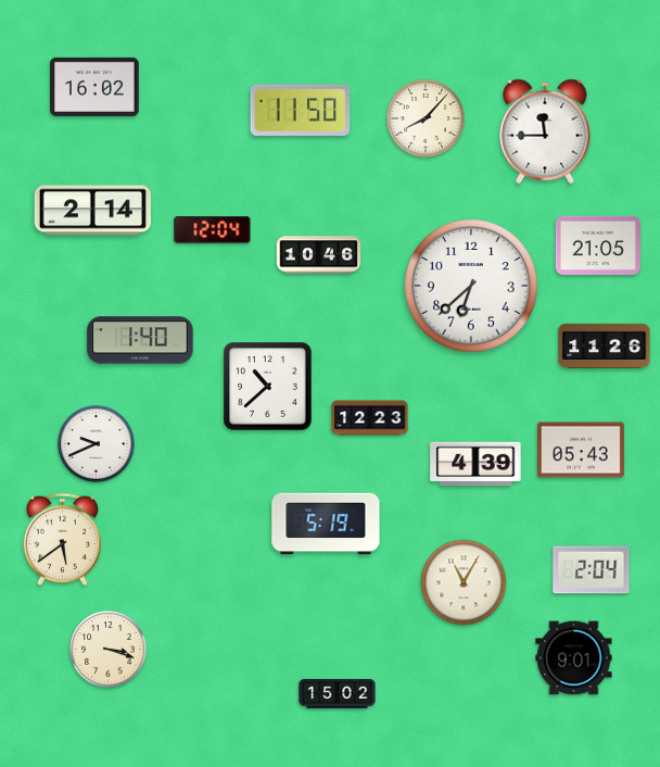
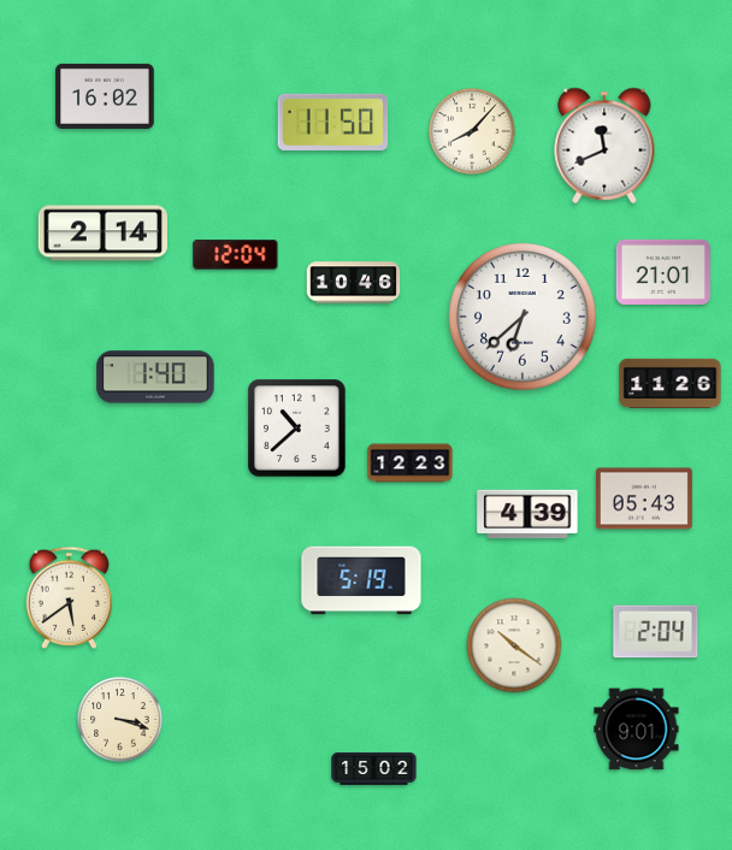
clock at (545, 131): 11:45 -> 11:41
clock at (597, 246): 21:05 -> 21:01
clock at (97, 444): 9:41 -> none
clock at (464, 582): 11:05 -> 10:21
